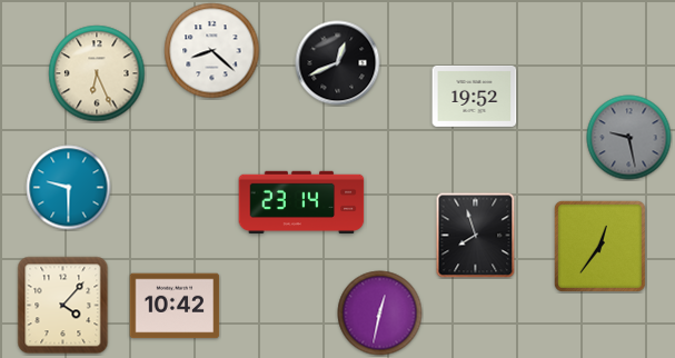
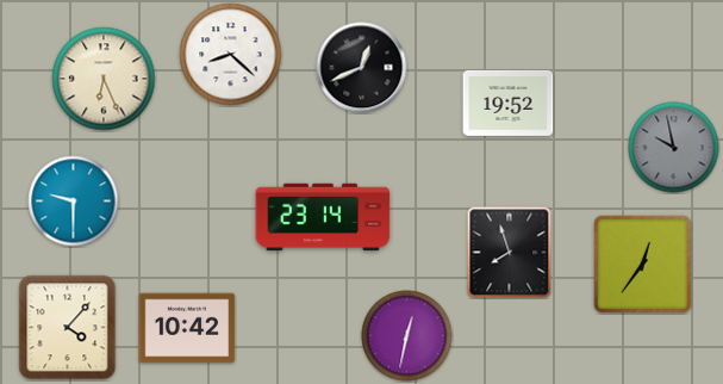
clock at (212, 51) position: (212, 51) -> (231, 55)
clock at (629, 138): 9:28 -> 9:58
